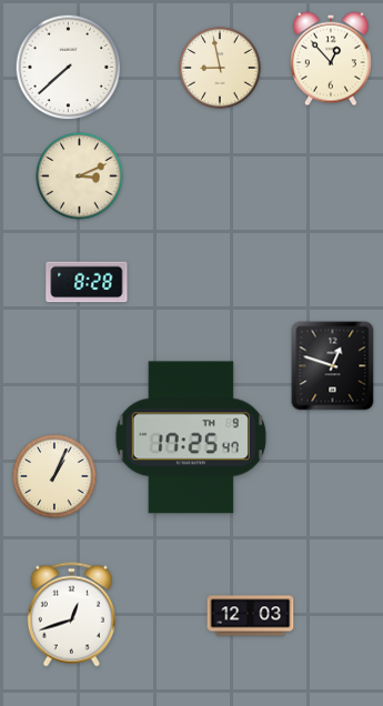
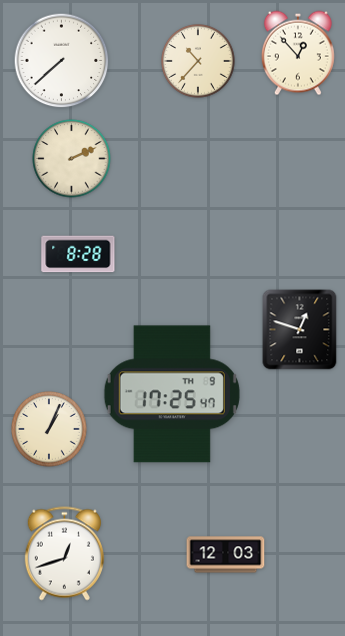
clock at (221, 69): 8:58 -> 10:37
clock at (80, 176): 3:11 -> 2:11
